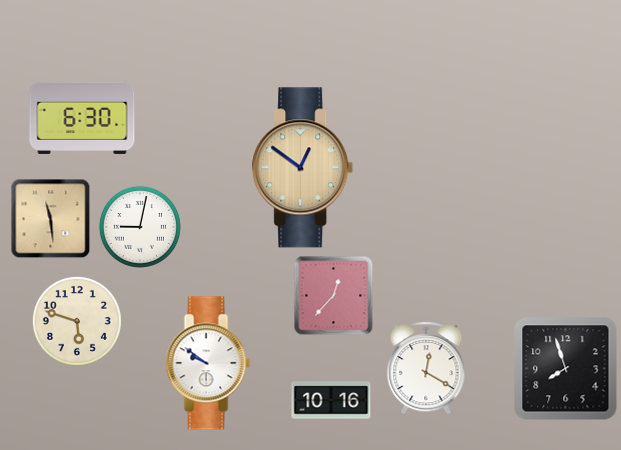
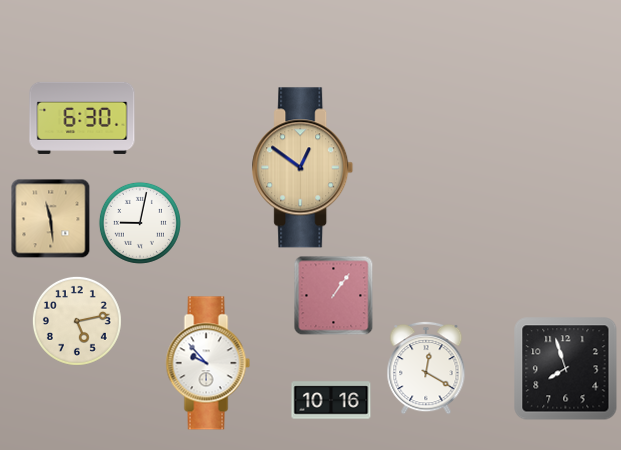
clock at (140, 227) position: (140, 227) -> (140, 223)
clock at (334, 296): 12:37 -> 1:06
clock at (77, 321): 5:48 -> 5:13
clock at (208, 363): 9:51 -> 9:53
